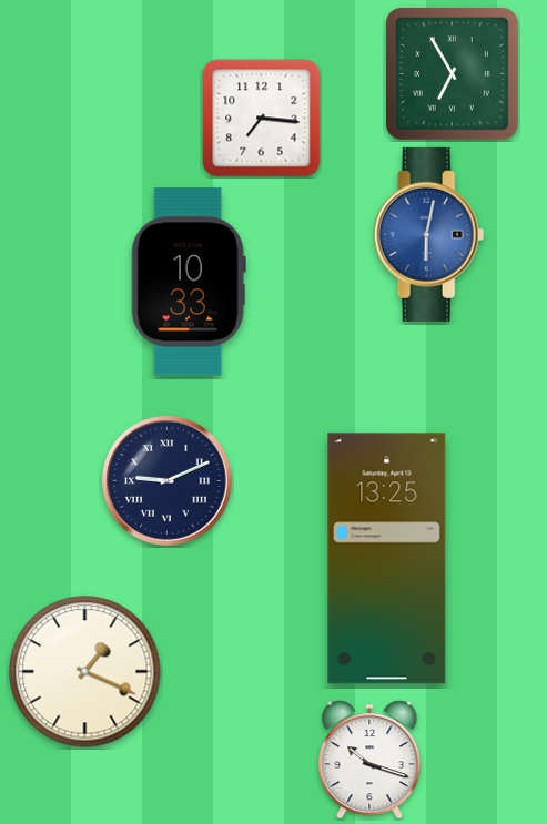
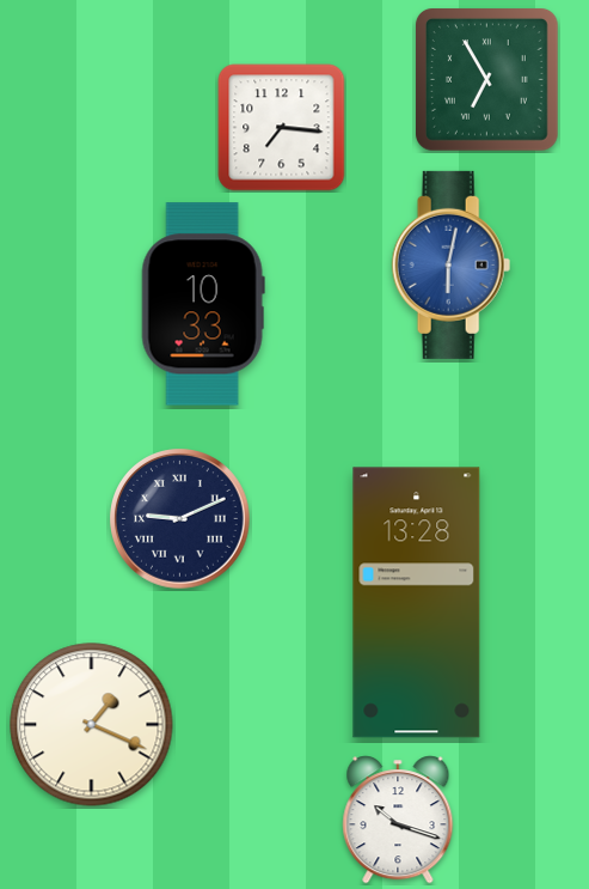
clock at (429, 234) position: (429, 234) -> (452, 264)
clock at (387, 559): 13:25 -> 13:28
